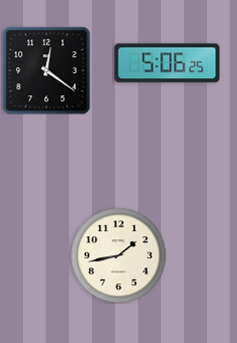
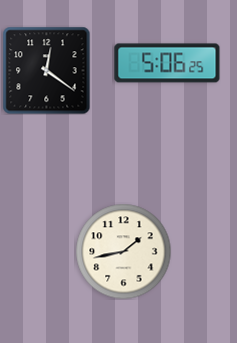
clock at (118, 255) position: (118, 255) -> (123, 251)
